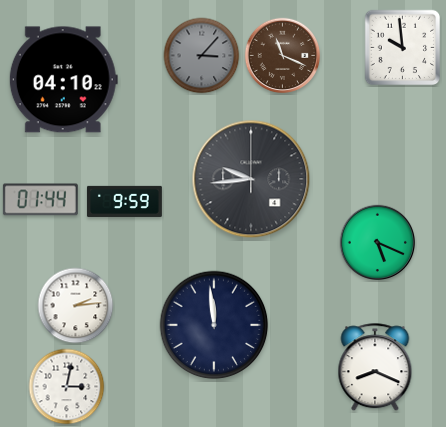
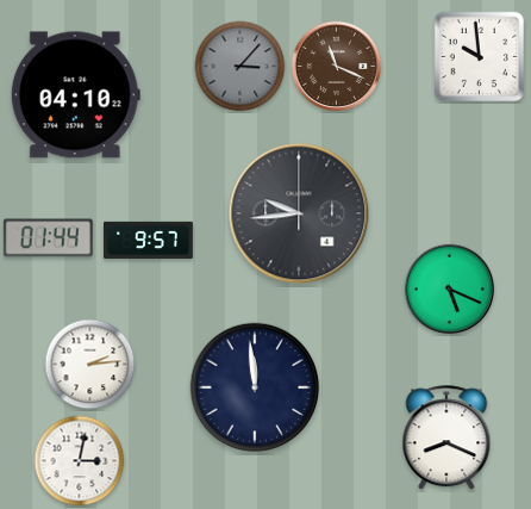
clock at (124, 201): 9:59 -> 9:57
